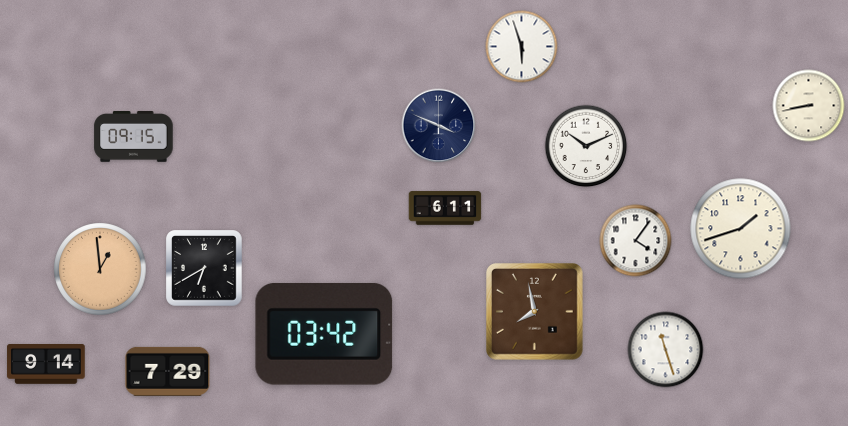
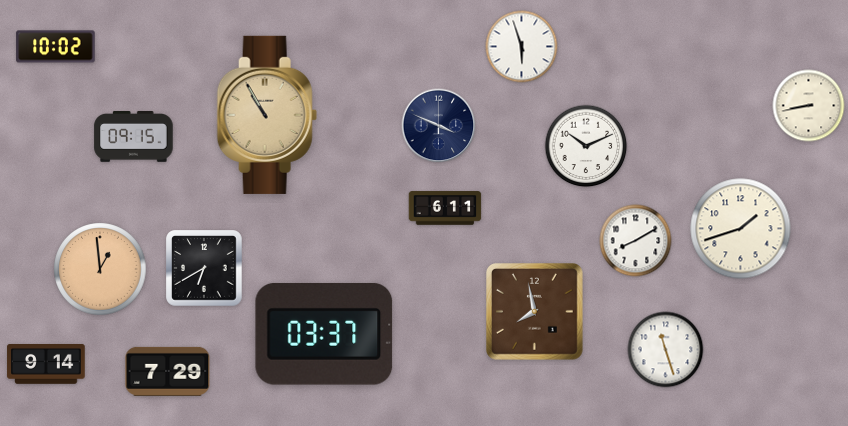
clock at (56, 47): none -> 10:02
clock at (267, 115): none -> 10:55
clock at (636, 241): 4:06 -> 8:10
clock at (324, 334): 03:42 -> 03:37
